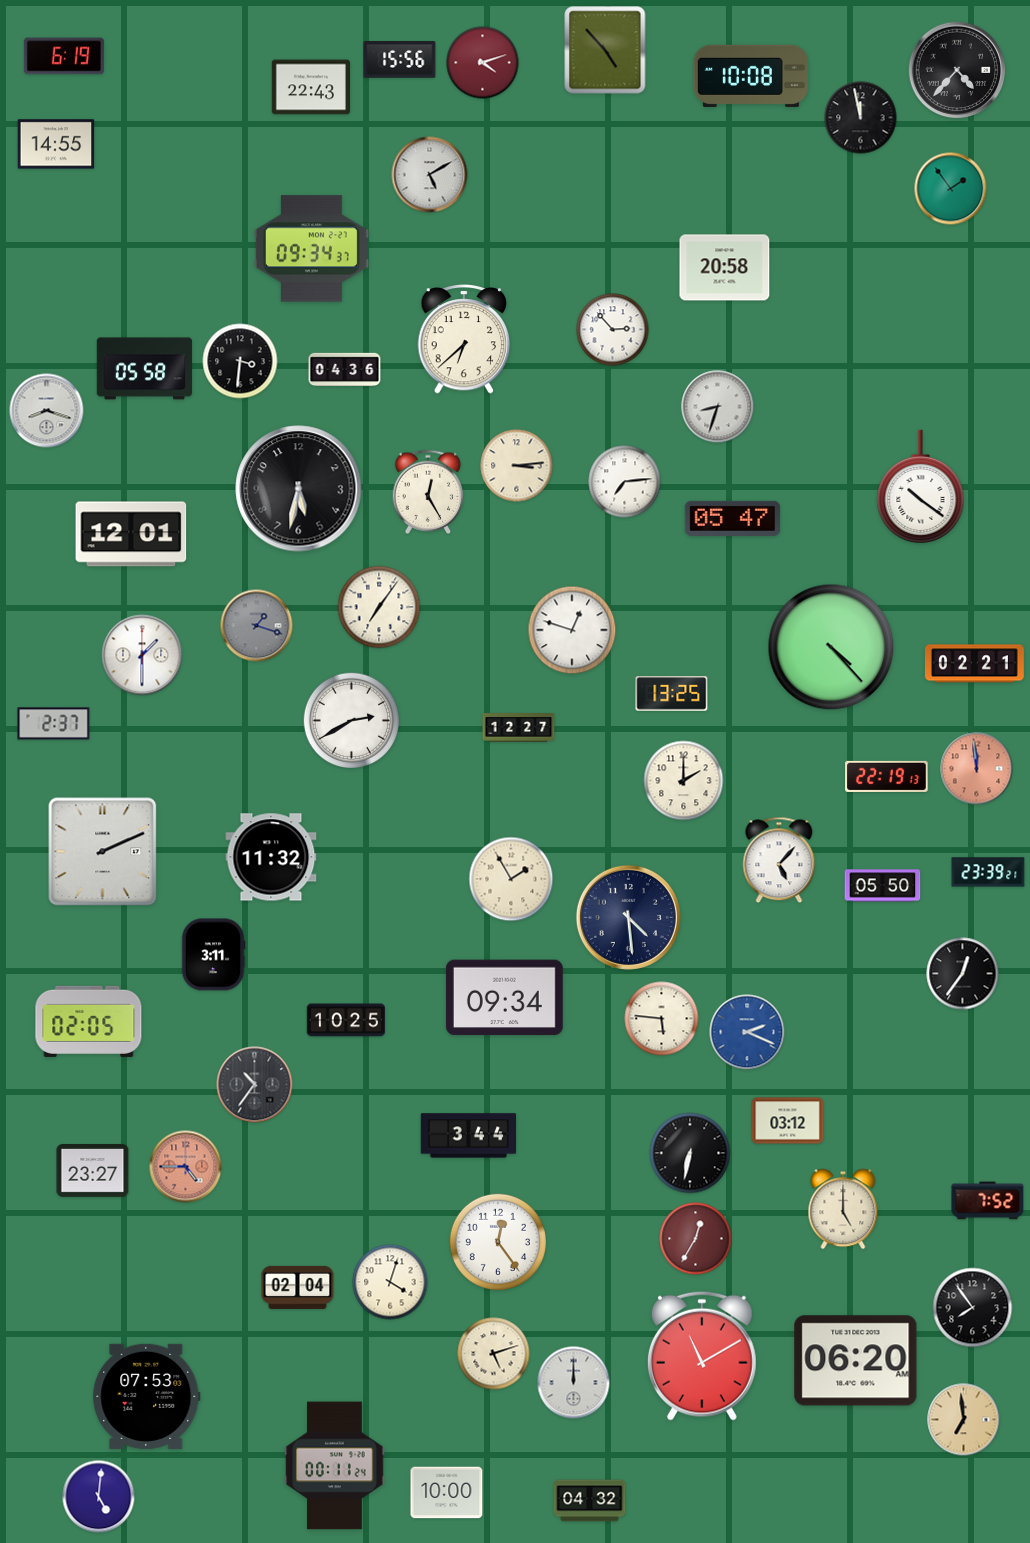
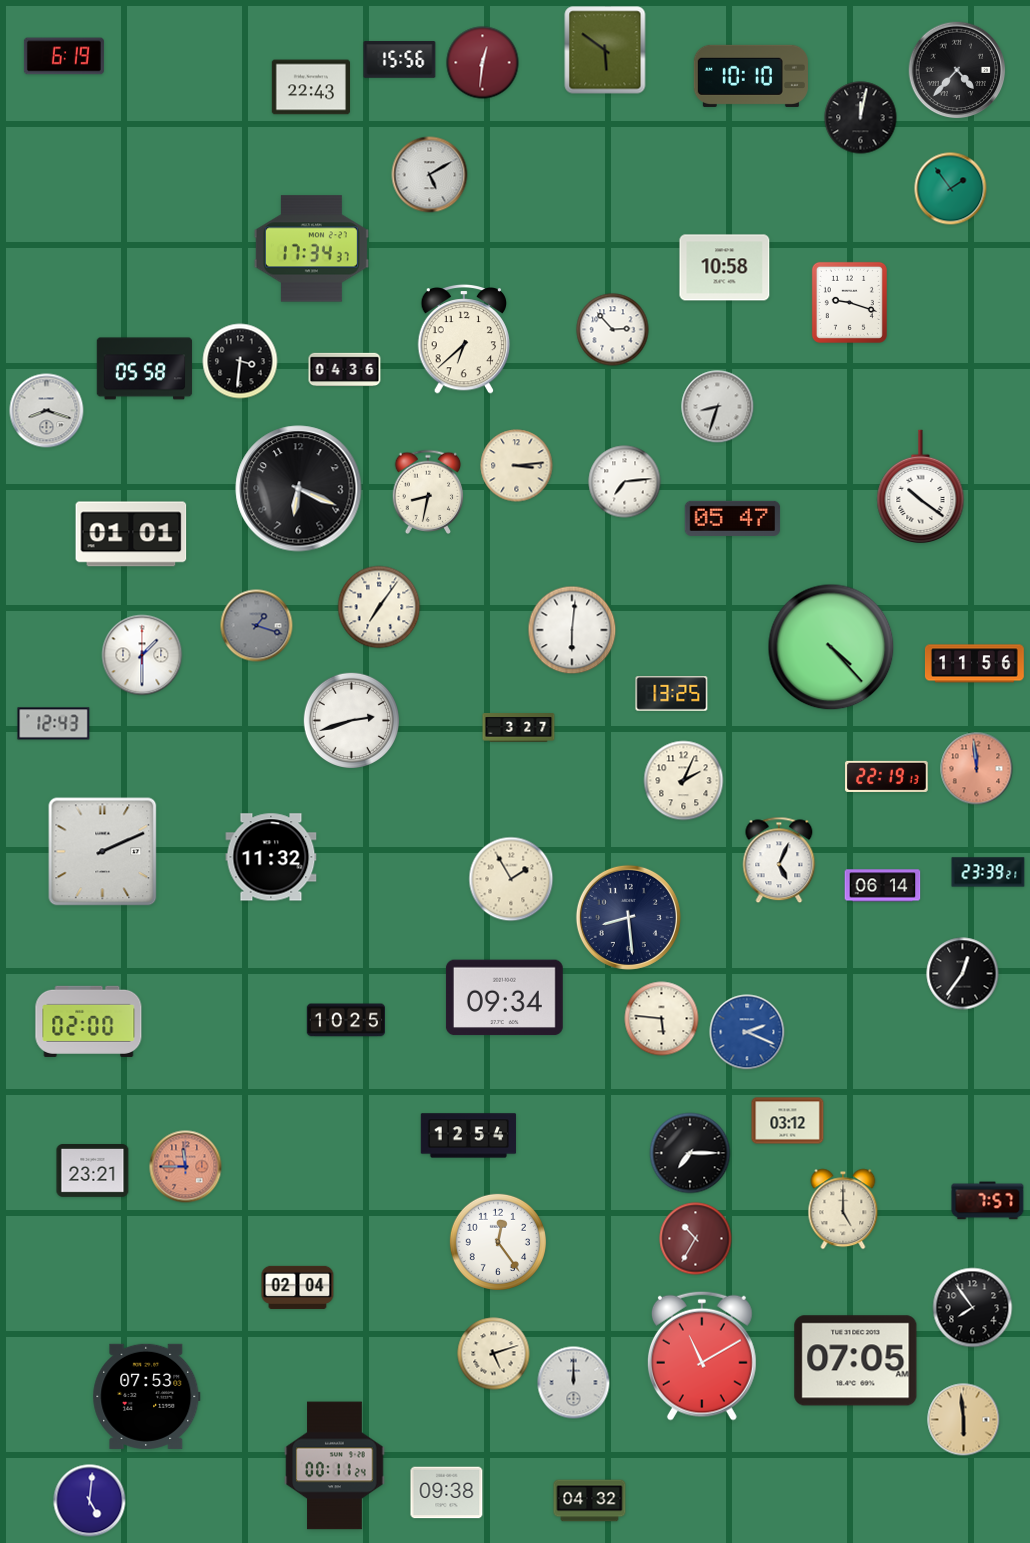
clock at (605, 50): 4:53 -> 5:51
clock at (483, 63): 4:12 -> 12:31
clock at (751, 76): 10:08 -> 10:10
clock at (861, 118): 11:58 -> 12:02
clock at (56, 144): 14:55 -> none
clock at (311, 249): 09:34 -> 17:34
clock at (725, 268): 20:58 -> 10:58
clock at (849, 302): none -> 9:18
clock at (299, 489): 5:32 -> 6:19
clock at (428, 491): 12:25 -> 8:32
clock at (131, 534): 12:01 -> 01:01
clock at (572, 630): 12:48 -> 6:01
clock at (975, 664): 02:21 -> 11:56
clock at (351, 720): 2:40 -> 2:42
clock at (54, 724): 2:37 -> 12:43
clock at (519, 728): 12:27 -> 3:27
clock at (684, 781): 2:00 -> 2:04
clock at (779, 860): 5:07 -> 5:04
clock at (883, 886): 05:50 -> 06:14
clock at (628, 917): 4:29 -> 8:29
clock at (213, 955): 3:11 -> none
clock at (89, 1021): 02:05 -> 02:00
clock at (255, 1085): 10:36 -> none
clock at (469, 1136): 3:44 -> 12:54
clock at (690, 1153): 6:32 -> 7:15
clock at (186, 1167): 4:45 -> 11:45
clock at (93, 1171): 23:27 -> 23:21
clock at (988, 1201): 7:52 -> 7:57
clock at (696, 1239): 12:35 -> 10:35
clock at (390, 1282): 4:03 -> none
clock at (856, 1361): 06:20 -> 07:05
clock at (964, 1420): 6:59 -> 5:59
clock at (447, 1493): 10:00 -> 09:38
clock at (99, 1497) position: (99, 1497) -> (90, 1501)
